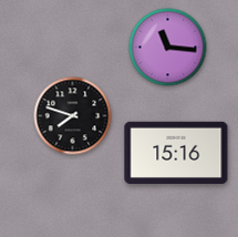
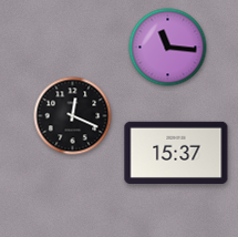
clock at (73, 116): 7:48 -> 12:19
clock at (176, 153): 15:16 -> 15:37
